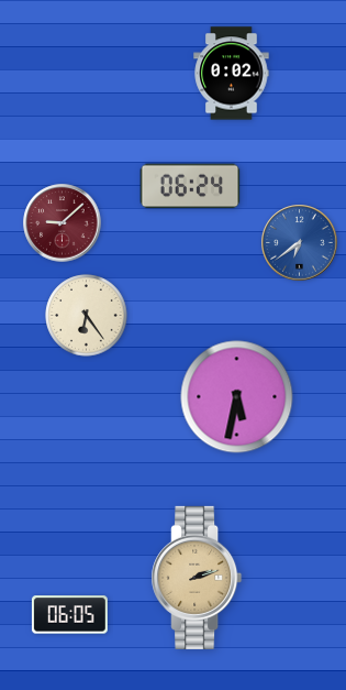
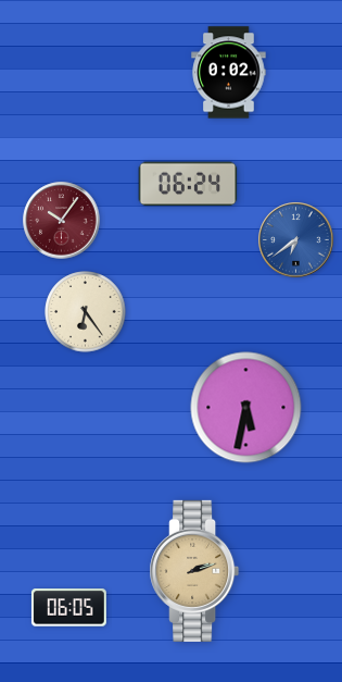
clock at (63, 223): 9:08 -> 10:06
clock at (237, 397) position: (237, 397) -> (246, 408)
